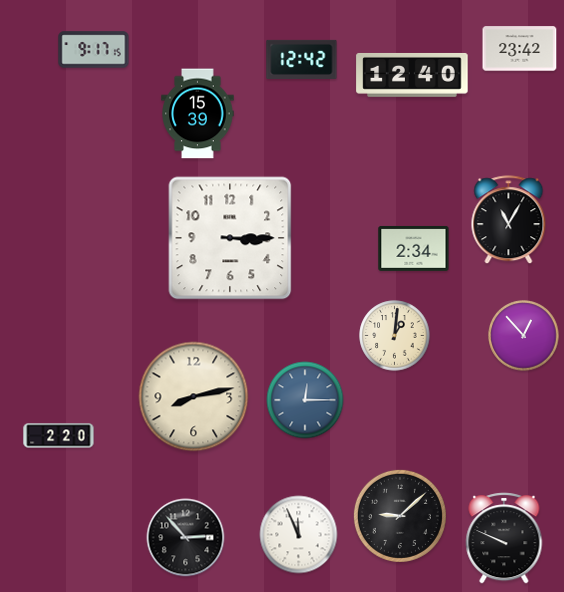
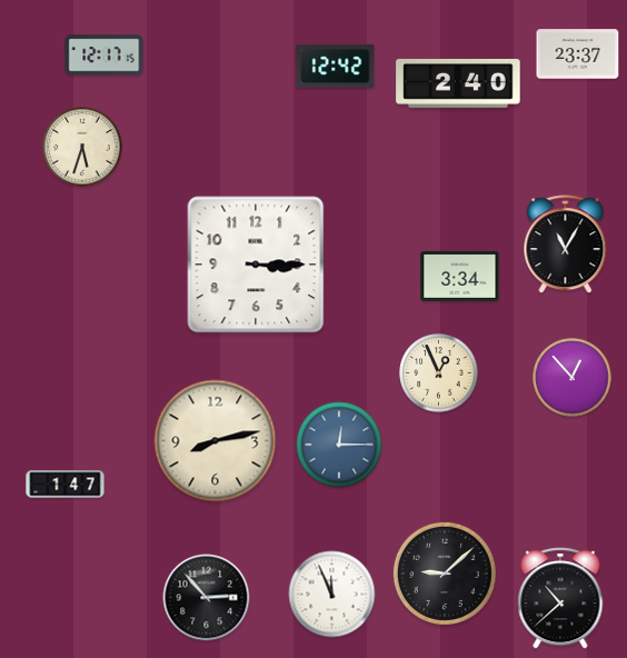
clock at (520, 49): 23:42 -> 23:37
clock at (94, 50): 9:17 -> 12:17
clock at (412, 75): 12:40 -> 2:40
clock at (198, 114): 15:39 -> none
clock at (82, 147): none -> 5:33
clock at (414, 248): 2:34 -> 3:34
clock at (395, 336): 1:01 -> 12:56
clock at (524, 336) position: (524, 336) -> (573, 378)
clock at (59, 436): 2:20 -> 1:47
clock at (504, 538): 9:49 -> 10:38
